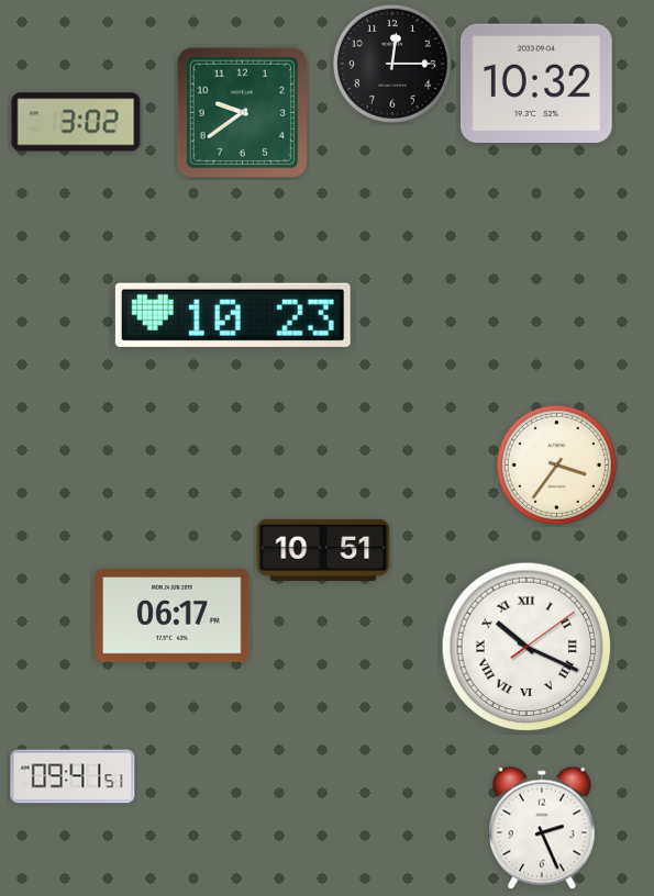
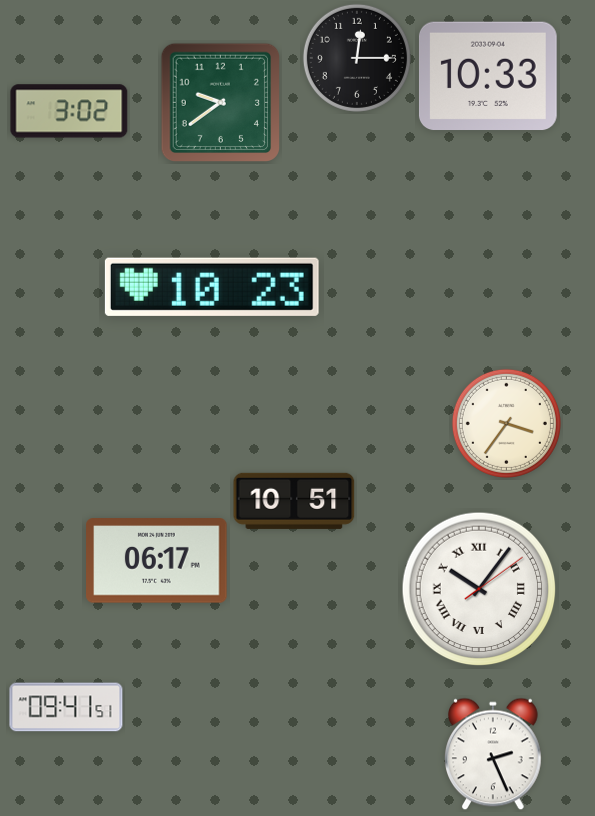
clock at (536, 83): 10:32 -> 10:33
clock at (526, 647): 10:19 -> 10:06
